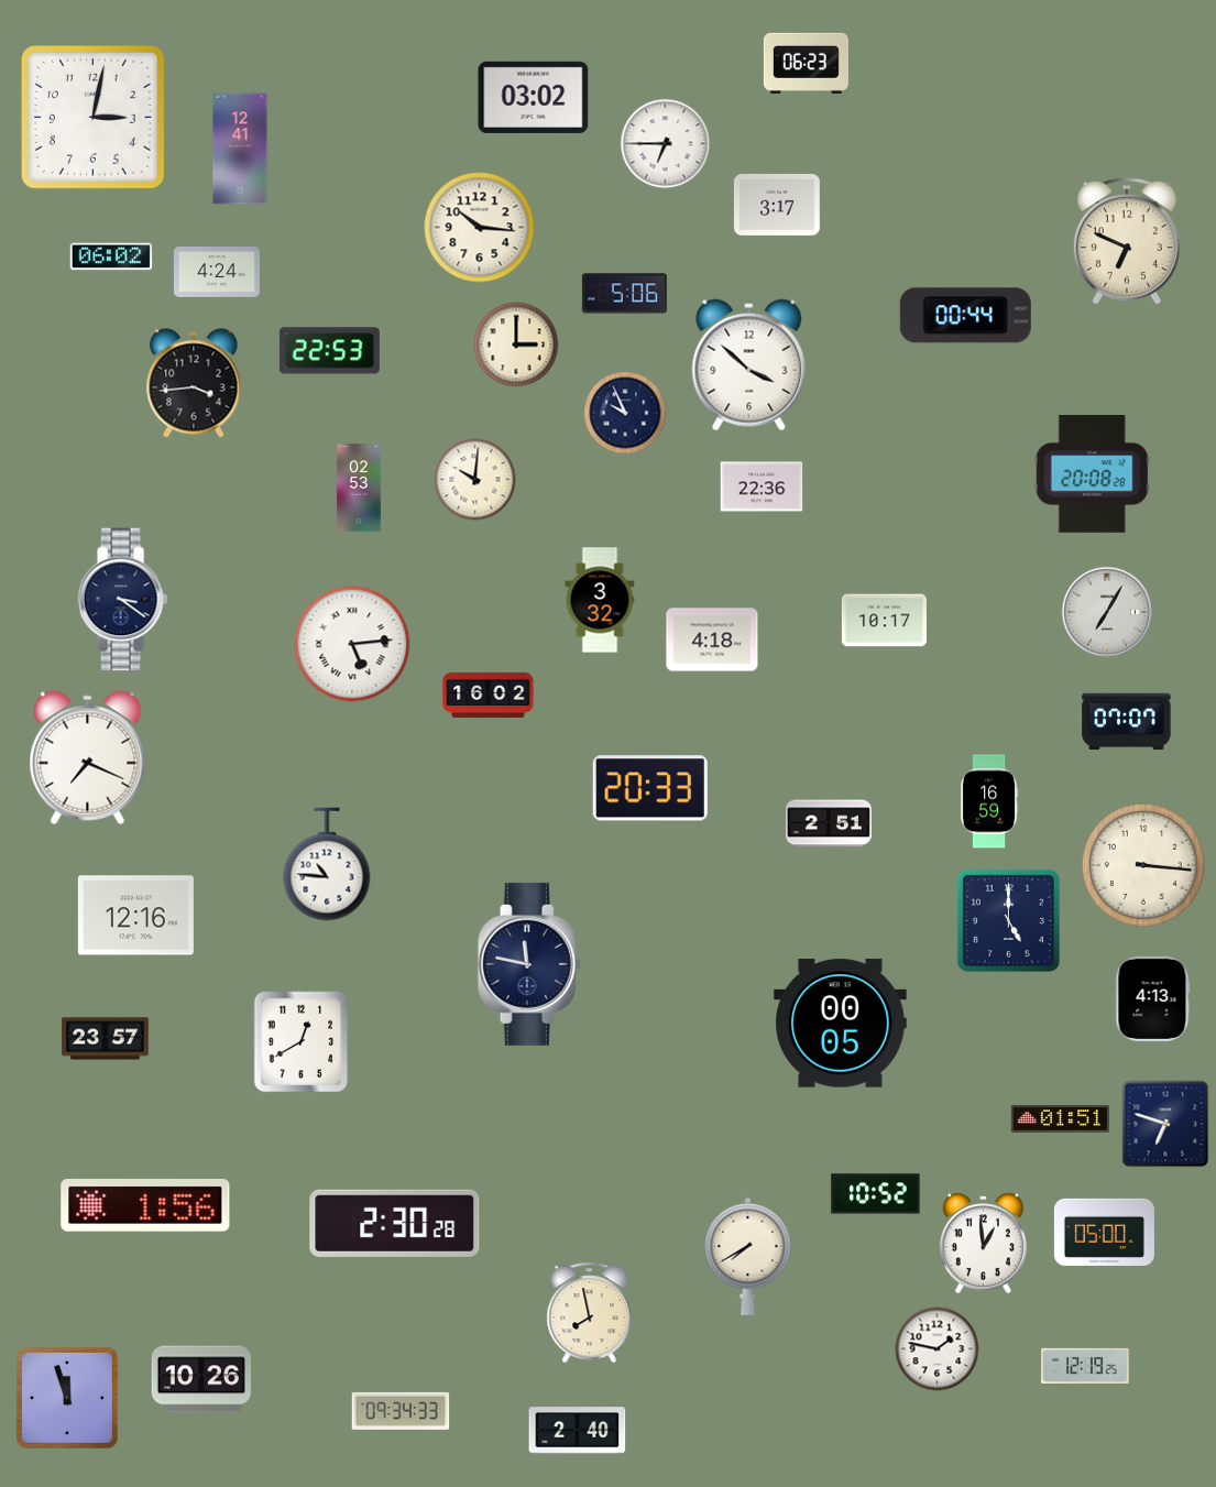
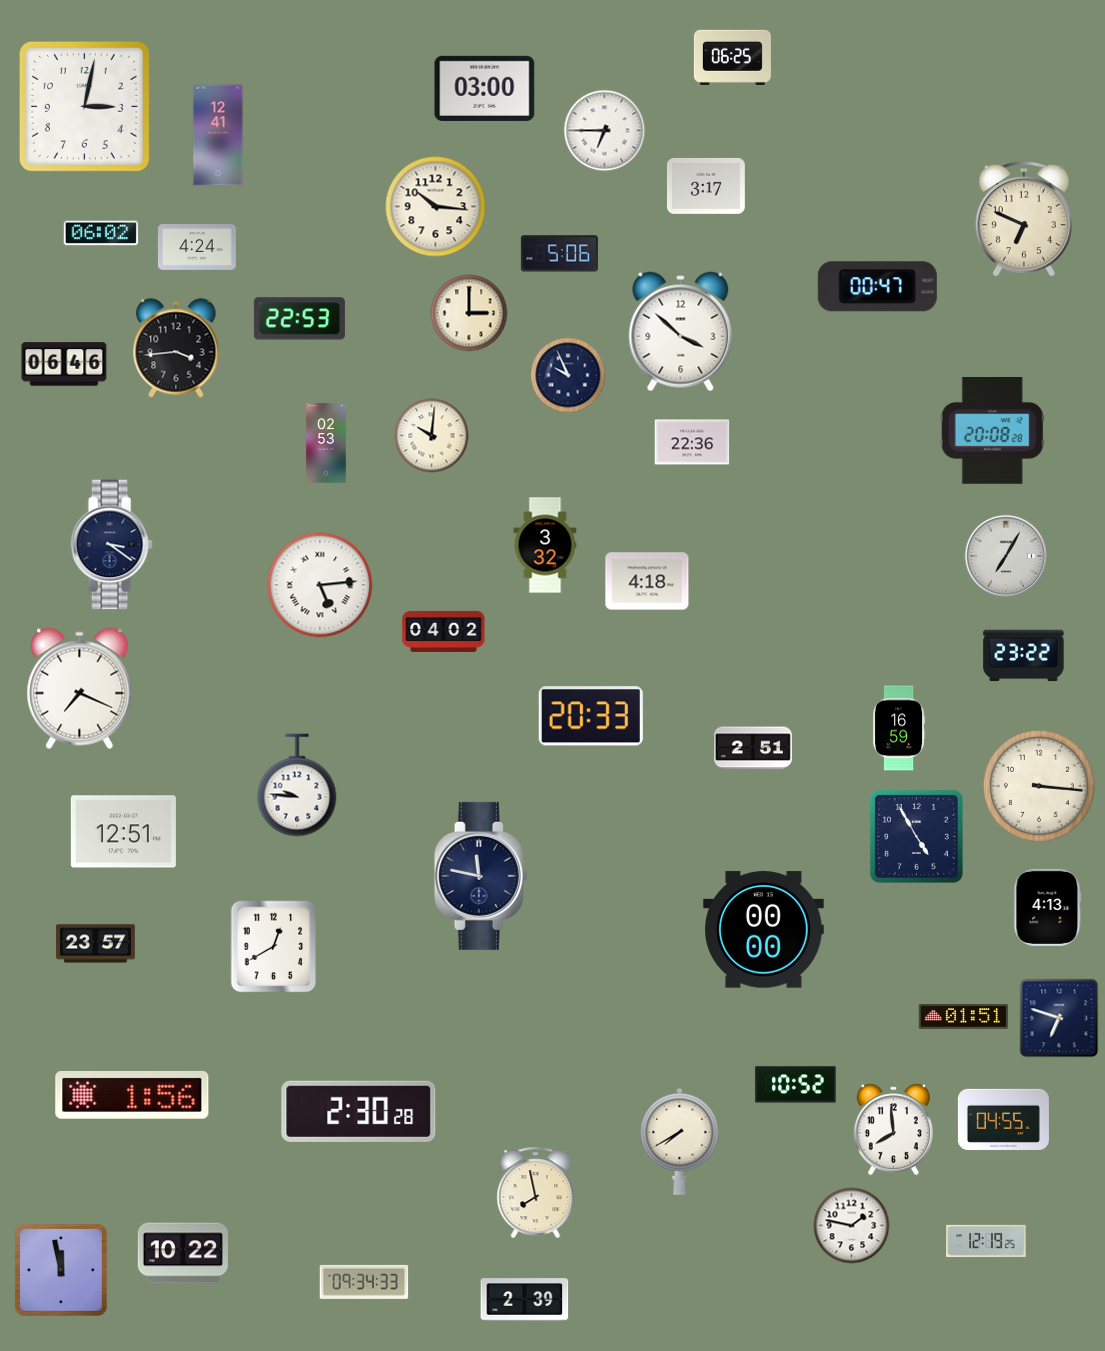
clock at (806, 63): 06:23 -> 06:25
clock at (534, 97): 03:02 -> 03:00
clock at (624, 294) position: (624, 294) -> (559, 254)
clock at (965, 316): 00:44 -> 00:47
clock at (64, 364): none -> 06:46
clock at (884, 621): 10:17 -> none
clock at (489, 695): 16:02 -> 04:02
clock at (1127, 722): 07:07 -> 23:22
clock at (327, 864): 10:46 -> 9:46
clock at (135, 916): 12:16 -> 12:51
clock at (1008, 920): 5:00 -> 4:55
clock at (841, 1024): 00:05 -> 00:00
clock at (1165, 1124) position: (1165, 1124) -> (1059, 1018)
clock at (1104, 1232): 05:00 -> 04:55
clock at (983, 1244): 12:59 -> 7:59
clock at (201, 1379): 10:26 -> 10:22
clock at (67, 1398): 11:57 -> 11:58
clock at (578, 1431): 2:40 -> 2:39
